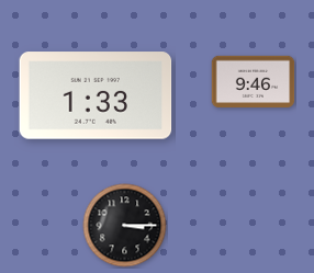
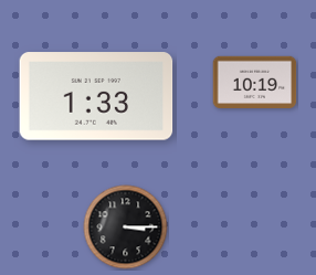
clock at (254, 82): 9:46 -> 10:19
